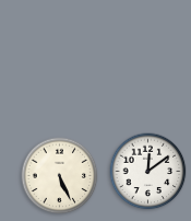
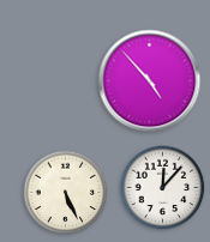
clock at (150, 81): none -> 4:53
clock at (148, 172): 12:09 -> 12:07
